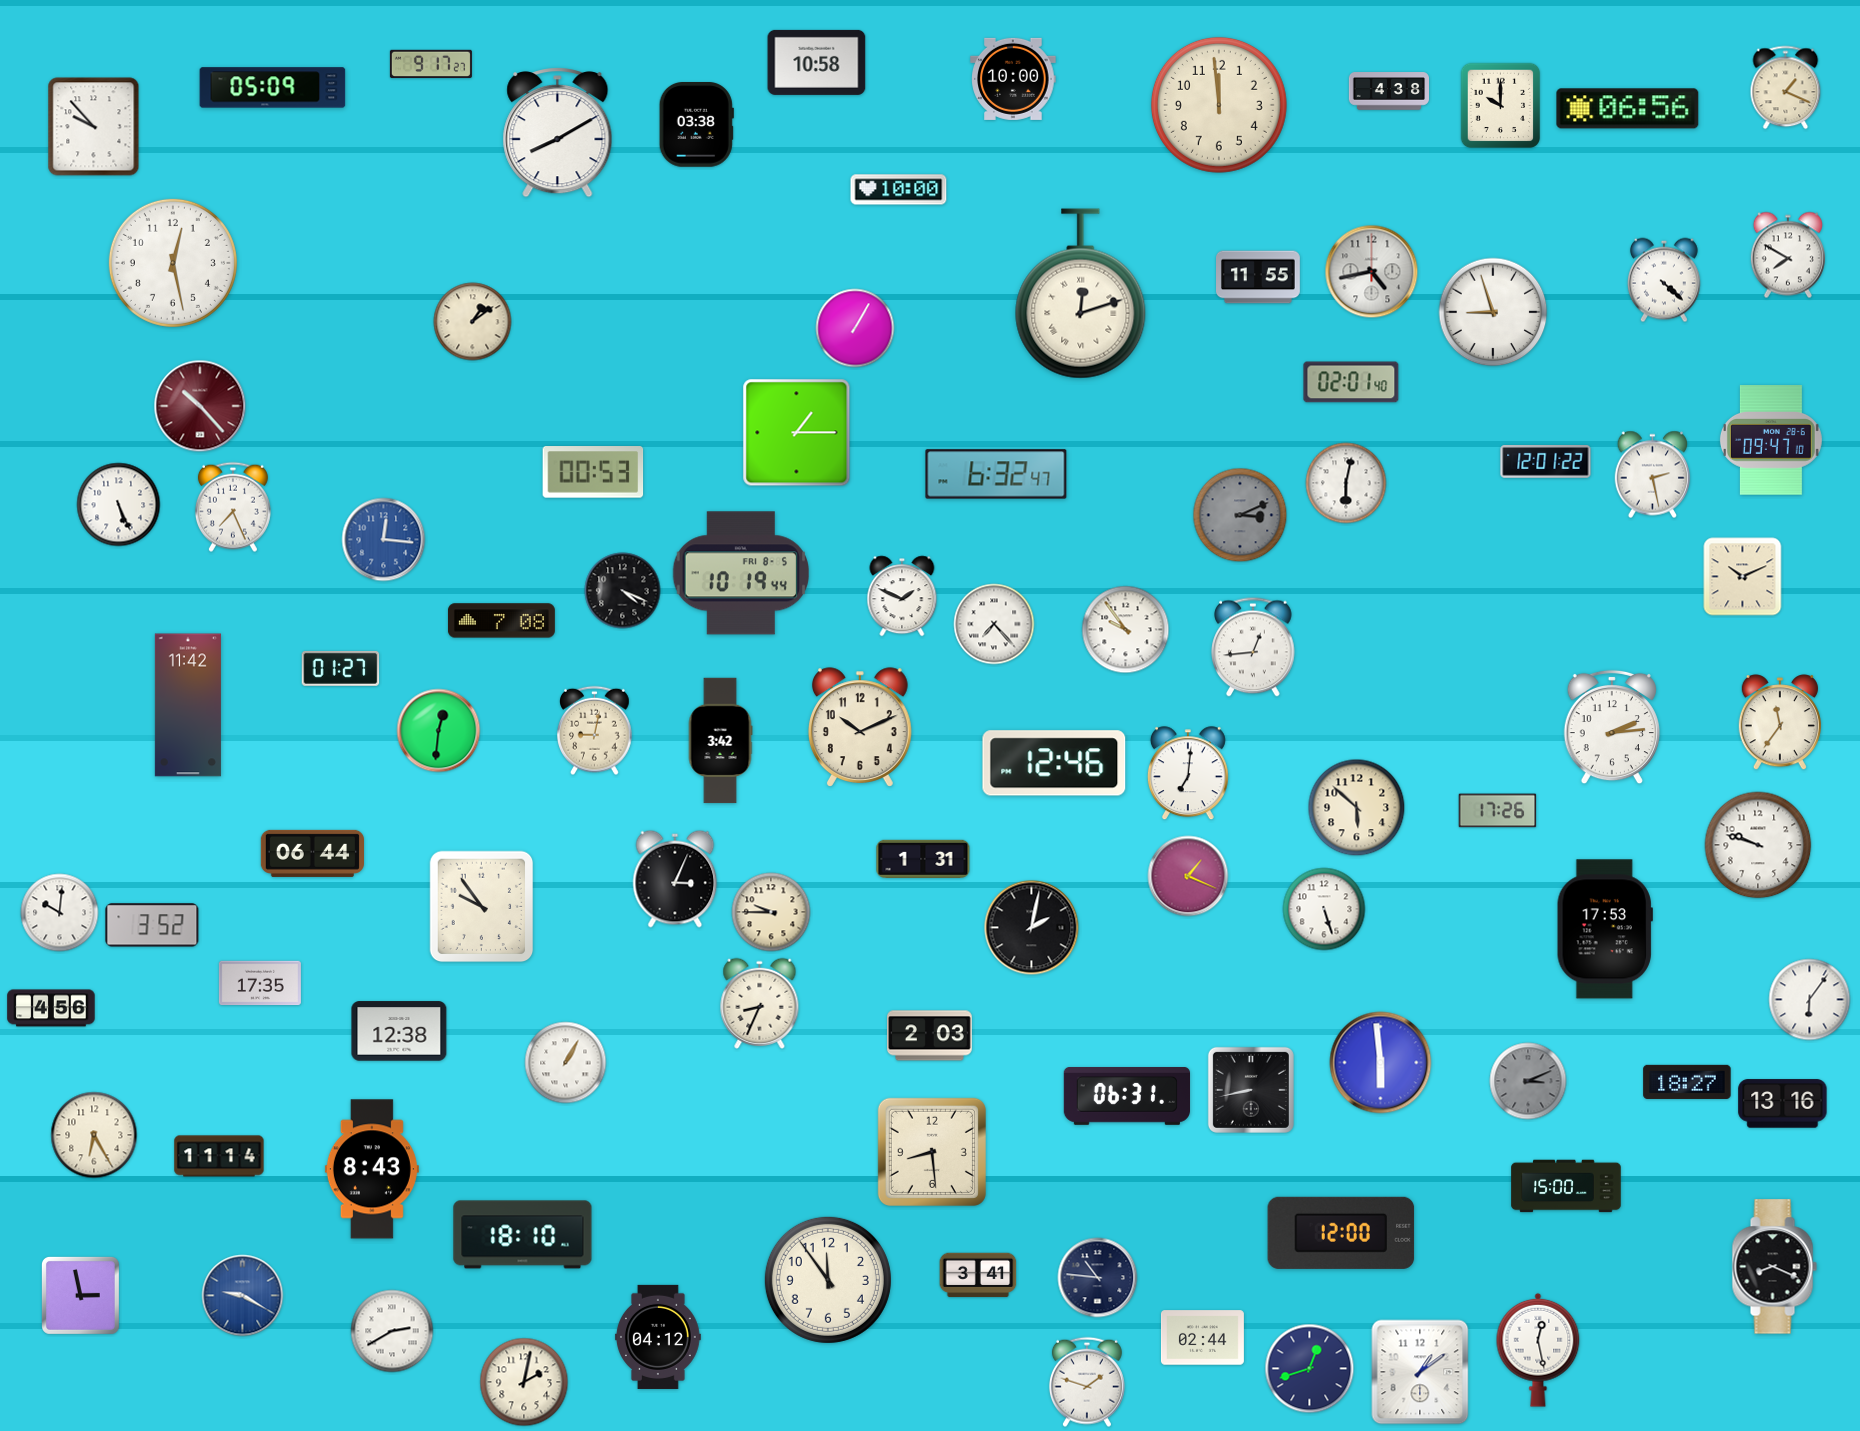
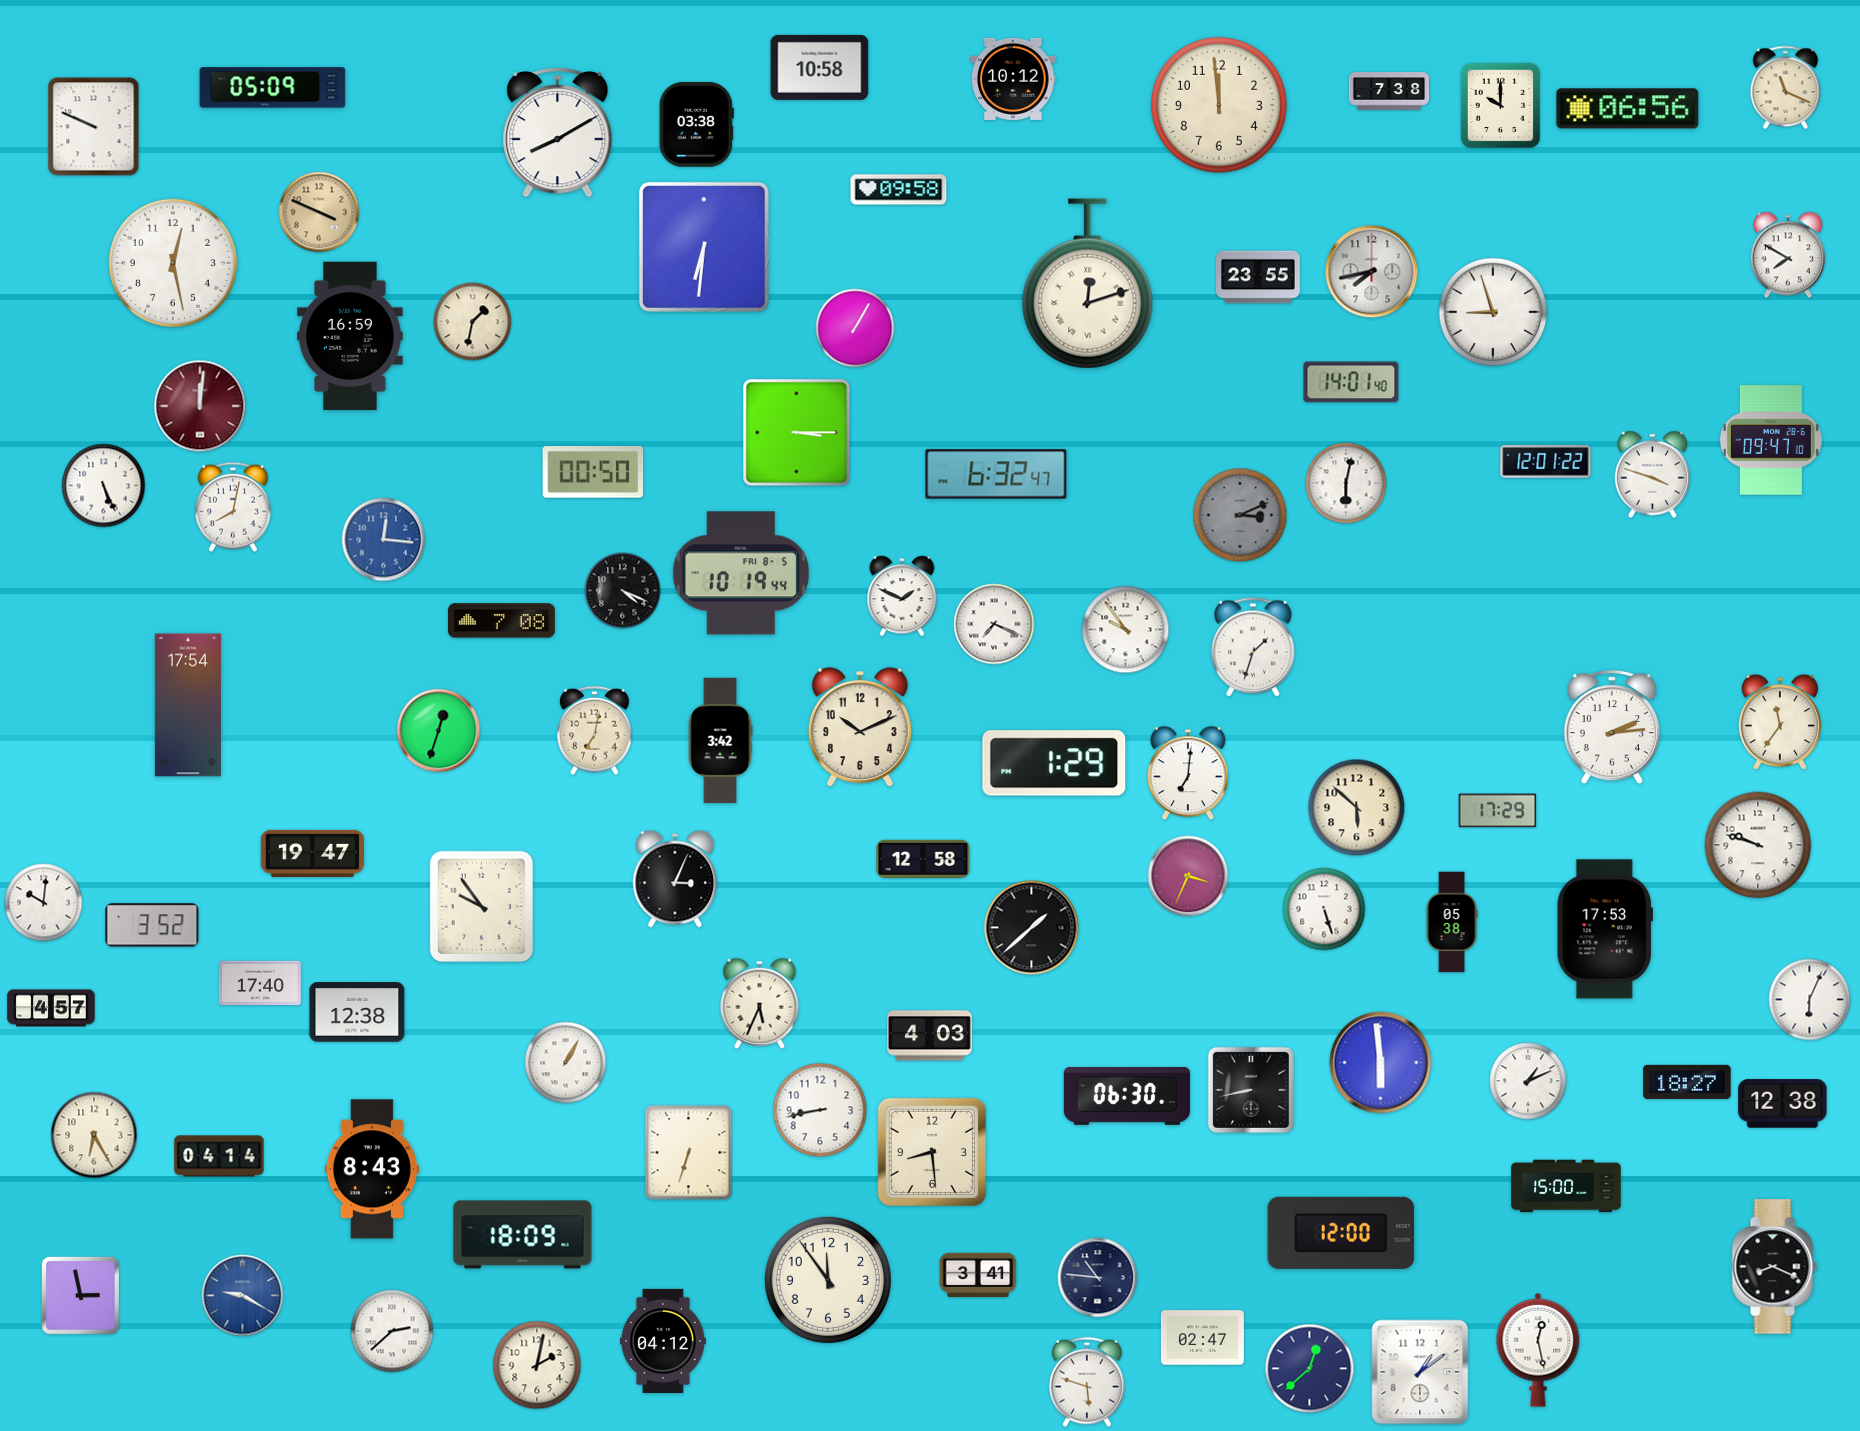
clock at (817, 62) position: (817, 62) -> (820, 67)
clock at (431, 64): 9:17 -> none
clock at (1013, 79): 10:00 -> 10:12
clock at (1786, 88): 1:19 -> 11:19
clock at (1388, 91): 4:38 -> 7:38
clock at (94, 127): 9:53 -> 9:49
clock at (899, 190): 10:00 -> 09:58
clock at (319, 212): none -> 3:49
clock at (704, 247): none -> 6:31
clock at (1372, 272): 4:43 -> 7:43
clock at (1259, 277): 11:55 -> 23:55
clock at (1664, 280): 4:22 -> none
clock at (1081, 294) position: (1081, 294) -> (1088, 284)
clock at (473, 322): 1:09 -> 1:32
clock at (350, 336): none -> 16:59
clock at (1351, 382): 02:01 -> 14:01
clock at (200, 406): 10:23 -> 12:01
clock at (797, 433): 1:15 -> 3:15
clock at (593, 472): 00:53 -> 00:50
clock at (1653, 475): 2:28 -> 3:48
clock at (119, 505) position: (119, 505) -> (104, 486)
clock at (233, 507): 7:26 -> 8:02
clock at (1743, 577): 10:11 -> none
clock at (994, 624): 7:23 -> 7:19
clock at (1253, 647): 12:44 -> 1:33
clock at (341, 668): 01:27 -> none
clock at (188, 705): 11:42 -> 17:54
clock at (439, 731): 12:31 -> 12:33
clock at (595, 731): 9:02 -> 7:02
clock at (1054, 763): 12:46 -> 1:29
clock at (1498, 811): 17:26 -> 17:29
clock at (312, 853): 06:44 -> 19:47
clock at (923, 859): 1:31 -> 12:58
clock at (1188, 876): 1:19 -> 3:34
clock at (771, 912): 9:45 -> none
clock at (60, 913) position: (60, 913) -> (44, 903)
clock at (1452, 922): none -> 05:38
clock at (1032, 928): 2:02 -> 1:38
clock at (260, 983): 17:35 -> 17:40
clock at (1810, 1000): 6:06 -> 6:04
clock at (760, 1003): 8:34 -> 5:34
clock at (51, 1008): 4:56 -> 4:57
clock at (399, 1031) position: (399, 1031) -> (357, 1012)
clock at (930, 1036): 2:03 -> 4:03
clock at (1528, 1081): 3:11 -> 1:11
clock at (1528, 1081) dial: grey -> white
clock at (1126, 1097): 06:31 -> 06:30
clock at (1783, 1104): 13:16 -> 12:38
clock at (820, 1110): none -> 8:43
clock at (689, 1153): none -> 6:33
clock at (219, 1156): 11:14 -> 04:14
clock at (523, 1235): 18:10 -> 18:09
clock at (392, 1331): 2:40 -> 2:38
clock at (658, 1337) position: (658, 1337) -> (663, 1341)
clock at (1202, 1338): 02:44 -> 02:47
clock at (1310, 1369): 12:42 -> 12:38
clock at (524, 1382) position: (524, 1382) -> (537, 1365)
clock at (1087, 1382): 1:48 -> 5:48
